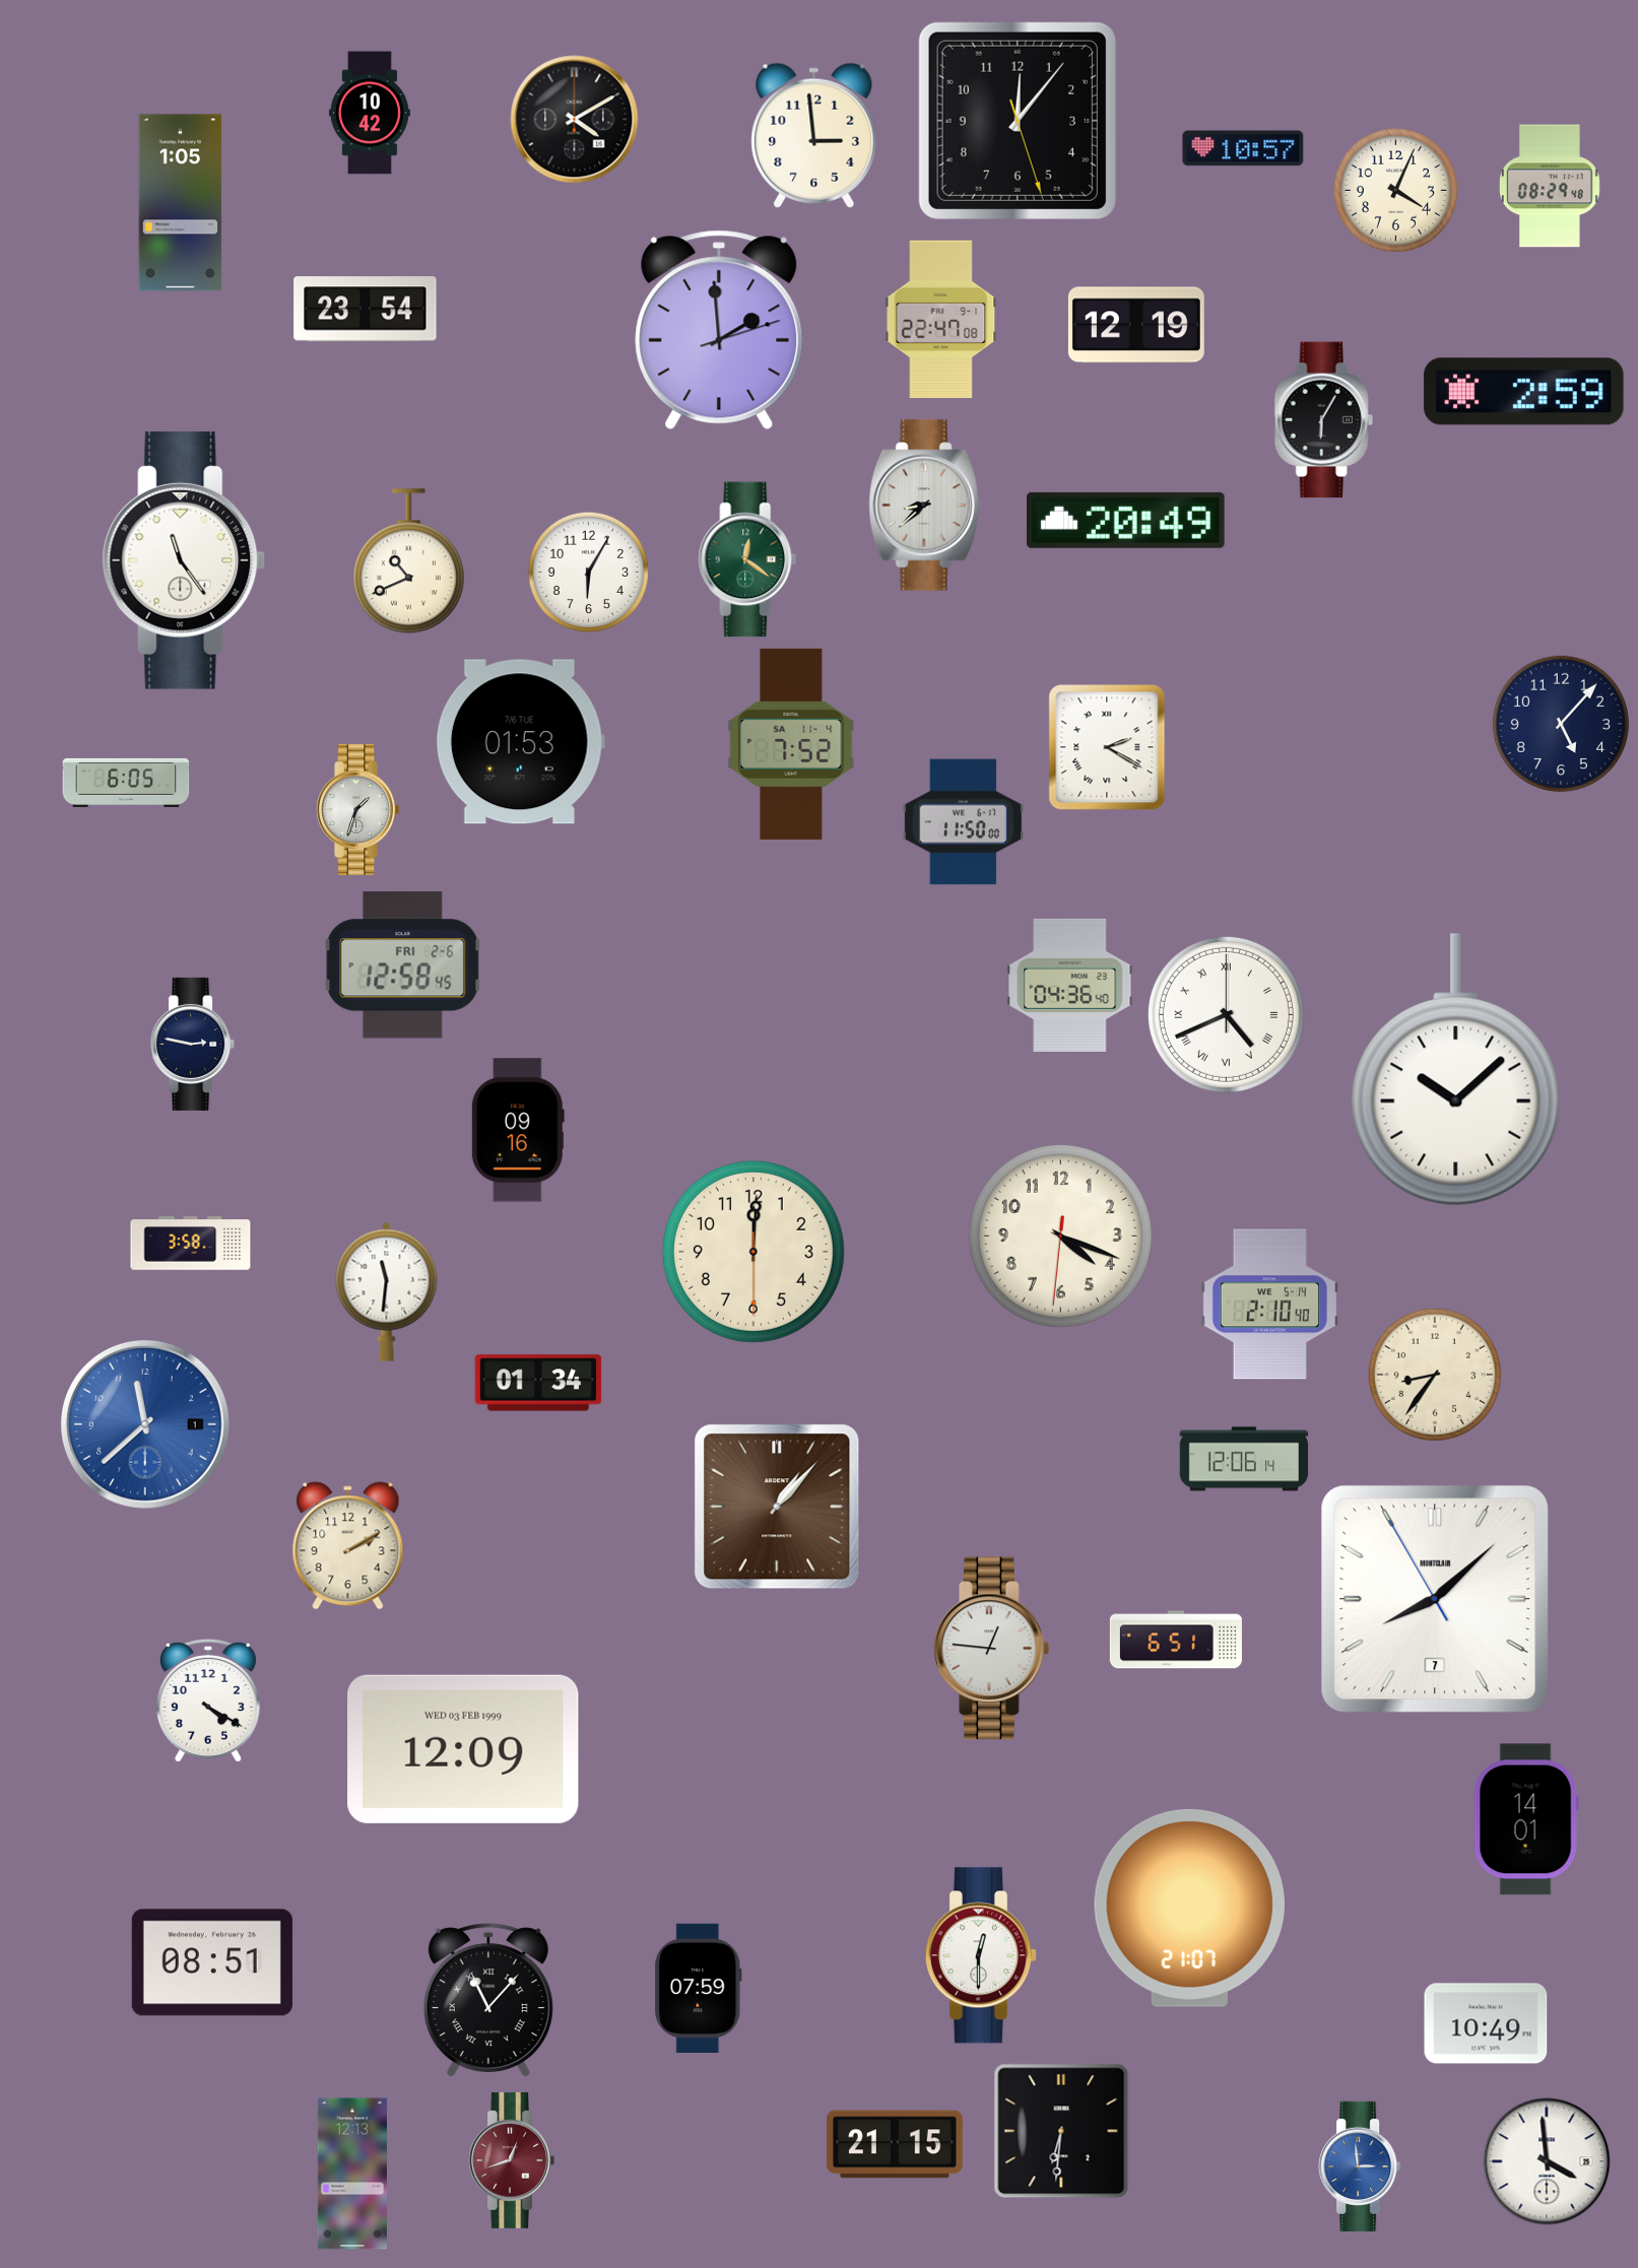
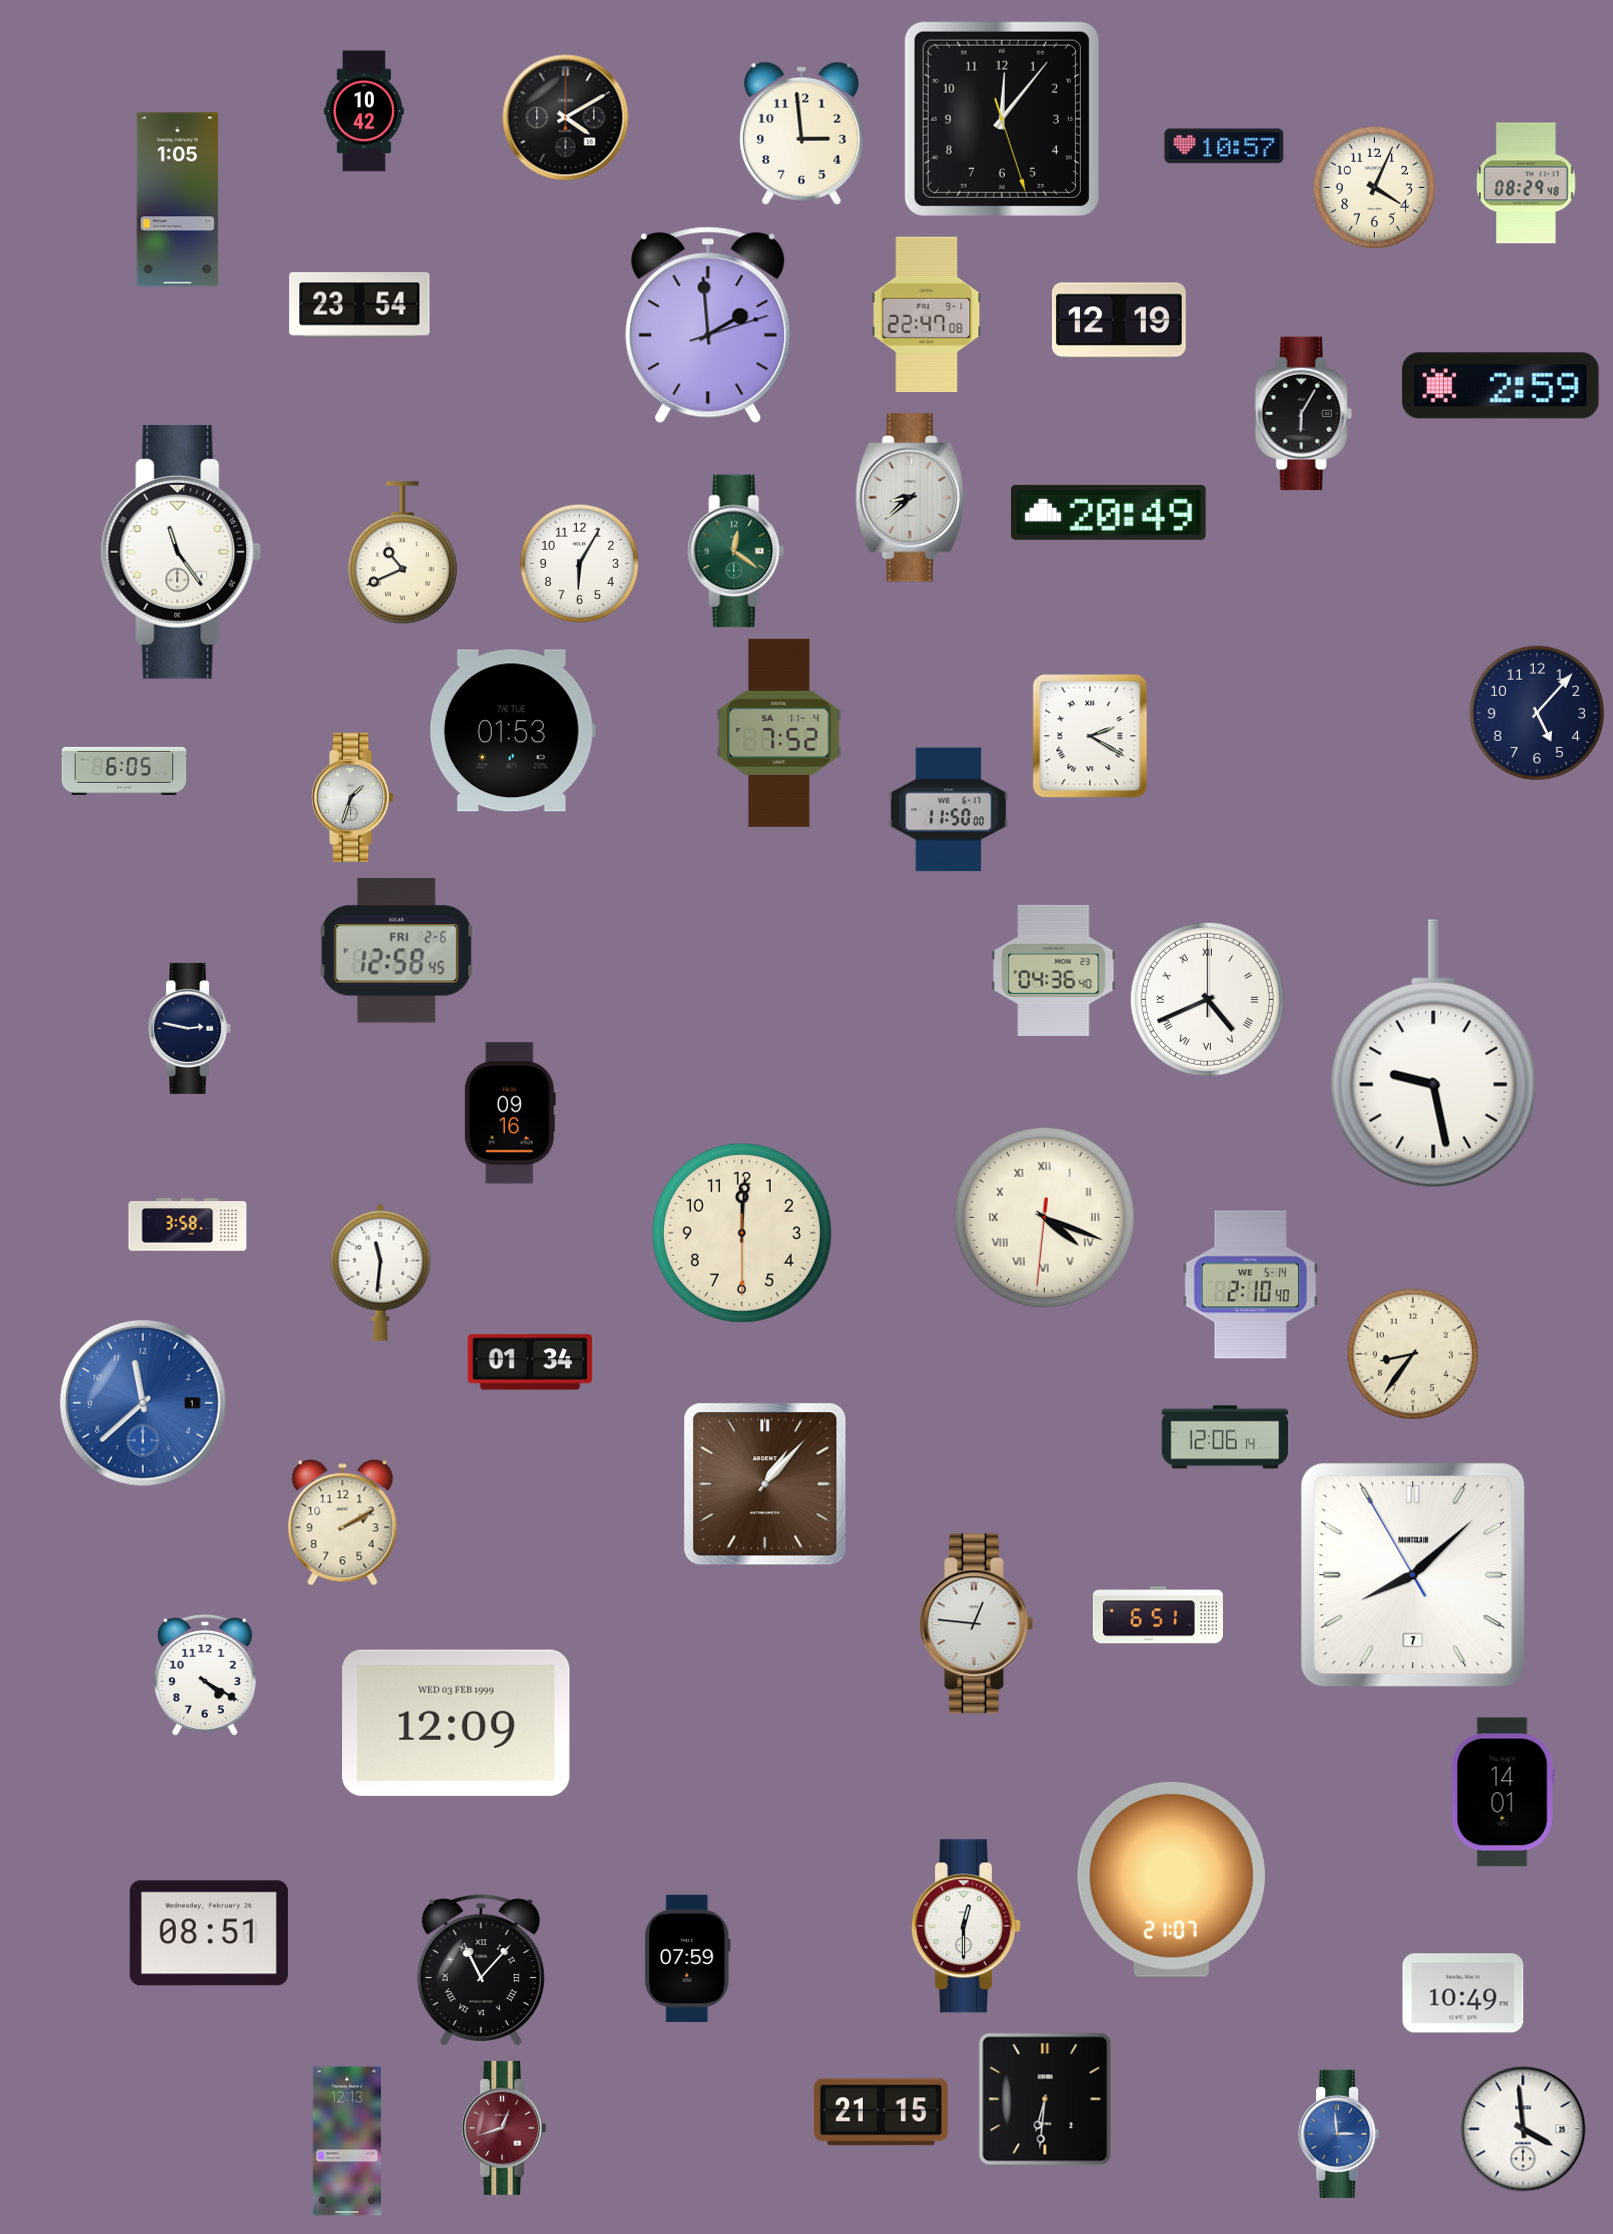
clock at (1456, 1070): 10:08 -> 9:28
clock at (1060, 1236) numerals: Arabic -> Roman
